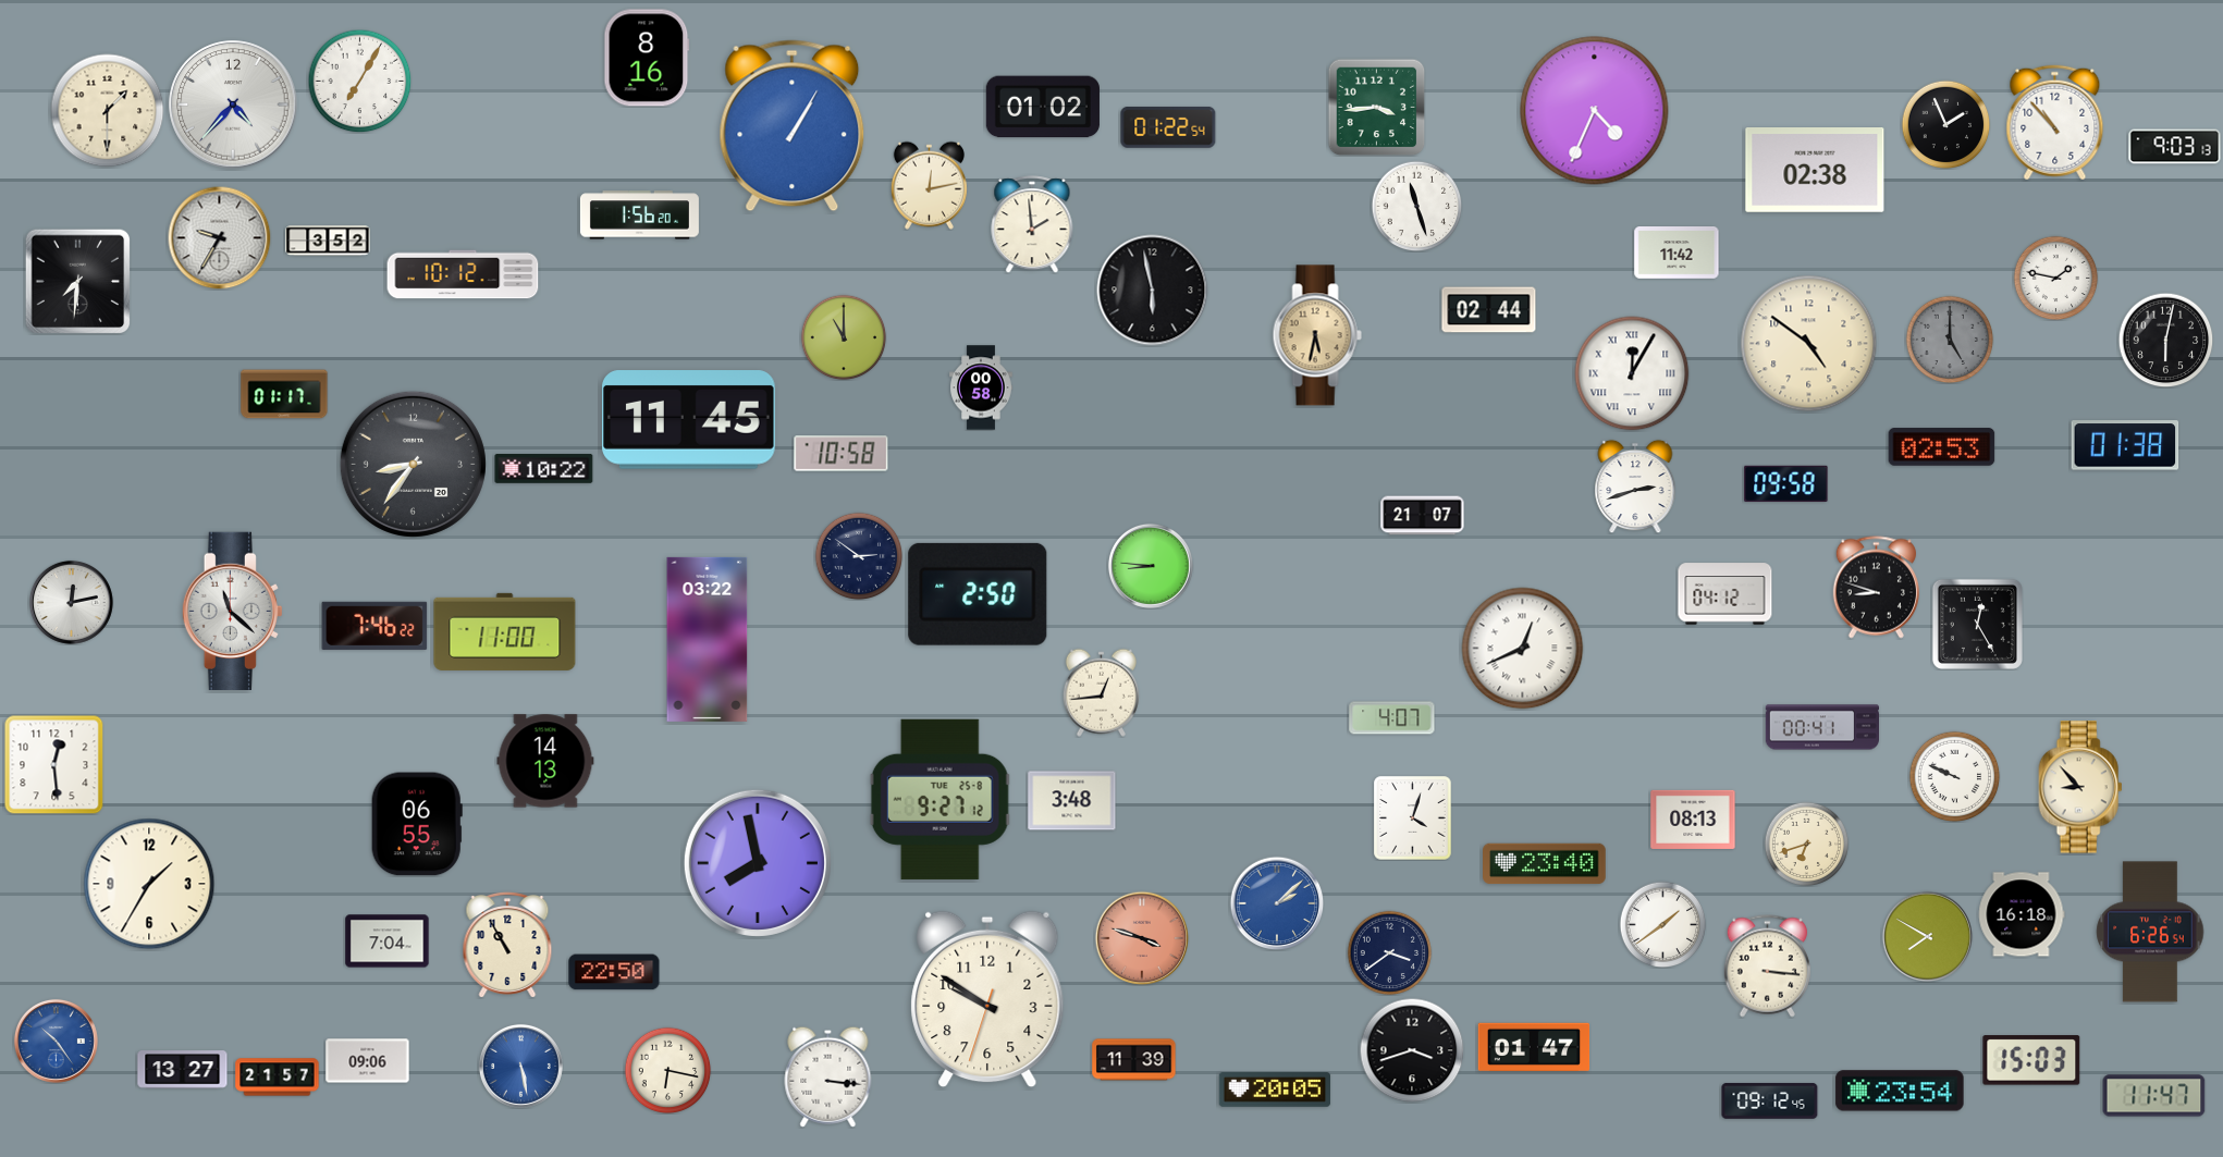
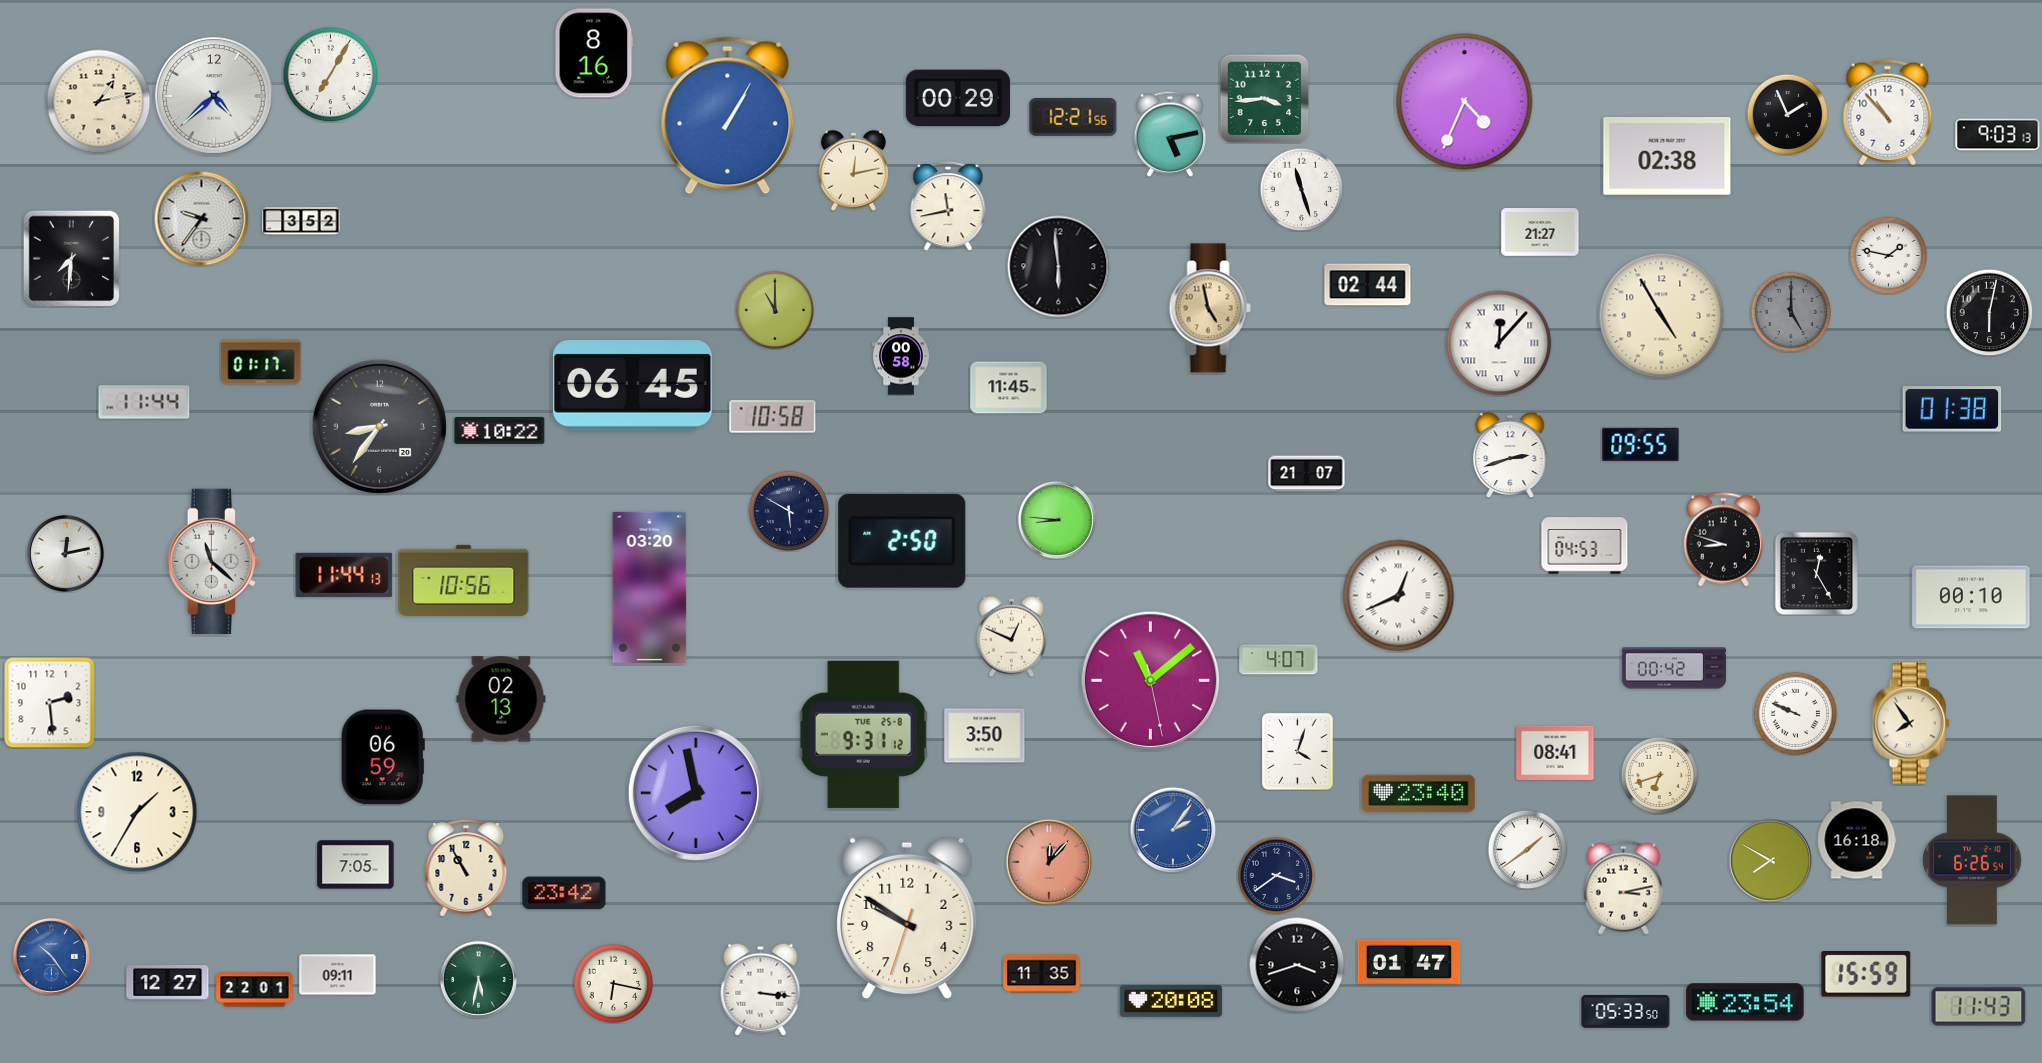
clock at (233, 104): 4:37 -> 4:38
clock at (1043, 107): 01:02 -> 00:29
clock at (108, 111): 1:30 -> 1:13
clock at (1168, 127): 01:22 -> 12:21
clock at (1169, 134): none -> 5:13
clock at (639, 216): 1:56 -> none
clock at (1032, 224): 1:59 -> 11:43
clock at (219, 237): 9:35 -> 9:36
clock at (1677, 254): 11:42 -> 21:27
clock at (463, 274): 10:12 -> none
clock at (1153, 291): 5:58 -> 5:59
clock at (1317, 335): 5:32 -> 4:58
clock at (1809, 344): 4:51 -> 4:55
clock at (1632, 373): 12:05 -> 12:07
clock at (689, 420): 11:45 -> 06:45
clock at (1009, 388): none -> 11:45
clock at (144, 402): none -> 11:44
clock at (1942, 447): 02:53 -> none
clock at (1786, 483): 09:58 -> 09:55
clock at (1635, 487) position: (1635, 487) -> (1510, 455)
clock at (859, 556): 2:51 -> 5:50
clock at (978, 594) position: (978, 594) -> (902, 541)
clock at (1725, 594): 04:12 -> 04:53
clock at (374, 626): 7:46 -> 11:44
clock at (505, 631): 11:00 -> 10:56
clock at (708, 639): 03:22 -> 03:20
clock at (1971, 597): none -> 00:10
clock at (1101, 692): 12:44 -> 12:49
clock at (1821, 727): 00:41 -> 00:42
clock at (1150, 680): none -> 11:08
clock at (545, 761): 14:13 -> 02:13
clock at (54, 765): 12:29 -> 2:29
clock at (2080, 787): 8:53 -> 7:54
clock at (939, 799): 9:27 -> 9:31
clock at (1072, 801): 3:48 -> 3:50
clock at (1693, 820): 08:13 -> 08:41
clock at (417, 824): 06:55 -> 06:59
clock at (1277, 903): 2:08 -> 2:06
clock at (2150, 932) position: (2150, 932) -> (1972, 860)
clock at (1142, 938): 3:48 -> 12:07
clock at (388, 941): 7:04 -> 7:05
clock at (1767, 967): 3:16 -> 3:13
clock at (614, 972): 22:50 -> 23:42
clock at (1134, 1060): 11:39 -> 11:35
clock at (2031, 1060): 15:03 -> 15:59
clock at (368, 1061): 09:06 -> 09:11
clock at (520, 1066): 5:28 -> 5:32
clock at (520, 1066) dial: blue -> green
clock at (183, 1070): 13:27 -> 12:27
clock at (278, 1078): 21:57 -> 22:01
clock at (1275, 1090): 20:05 -> 20:08
clock at (2154, 1096): 11:47 -> 11:43
clock at (1770, 1100): 09:12 -> 05:33
